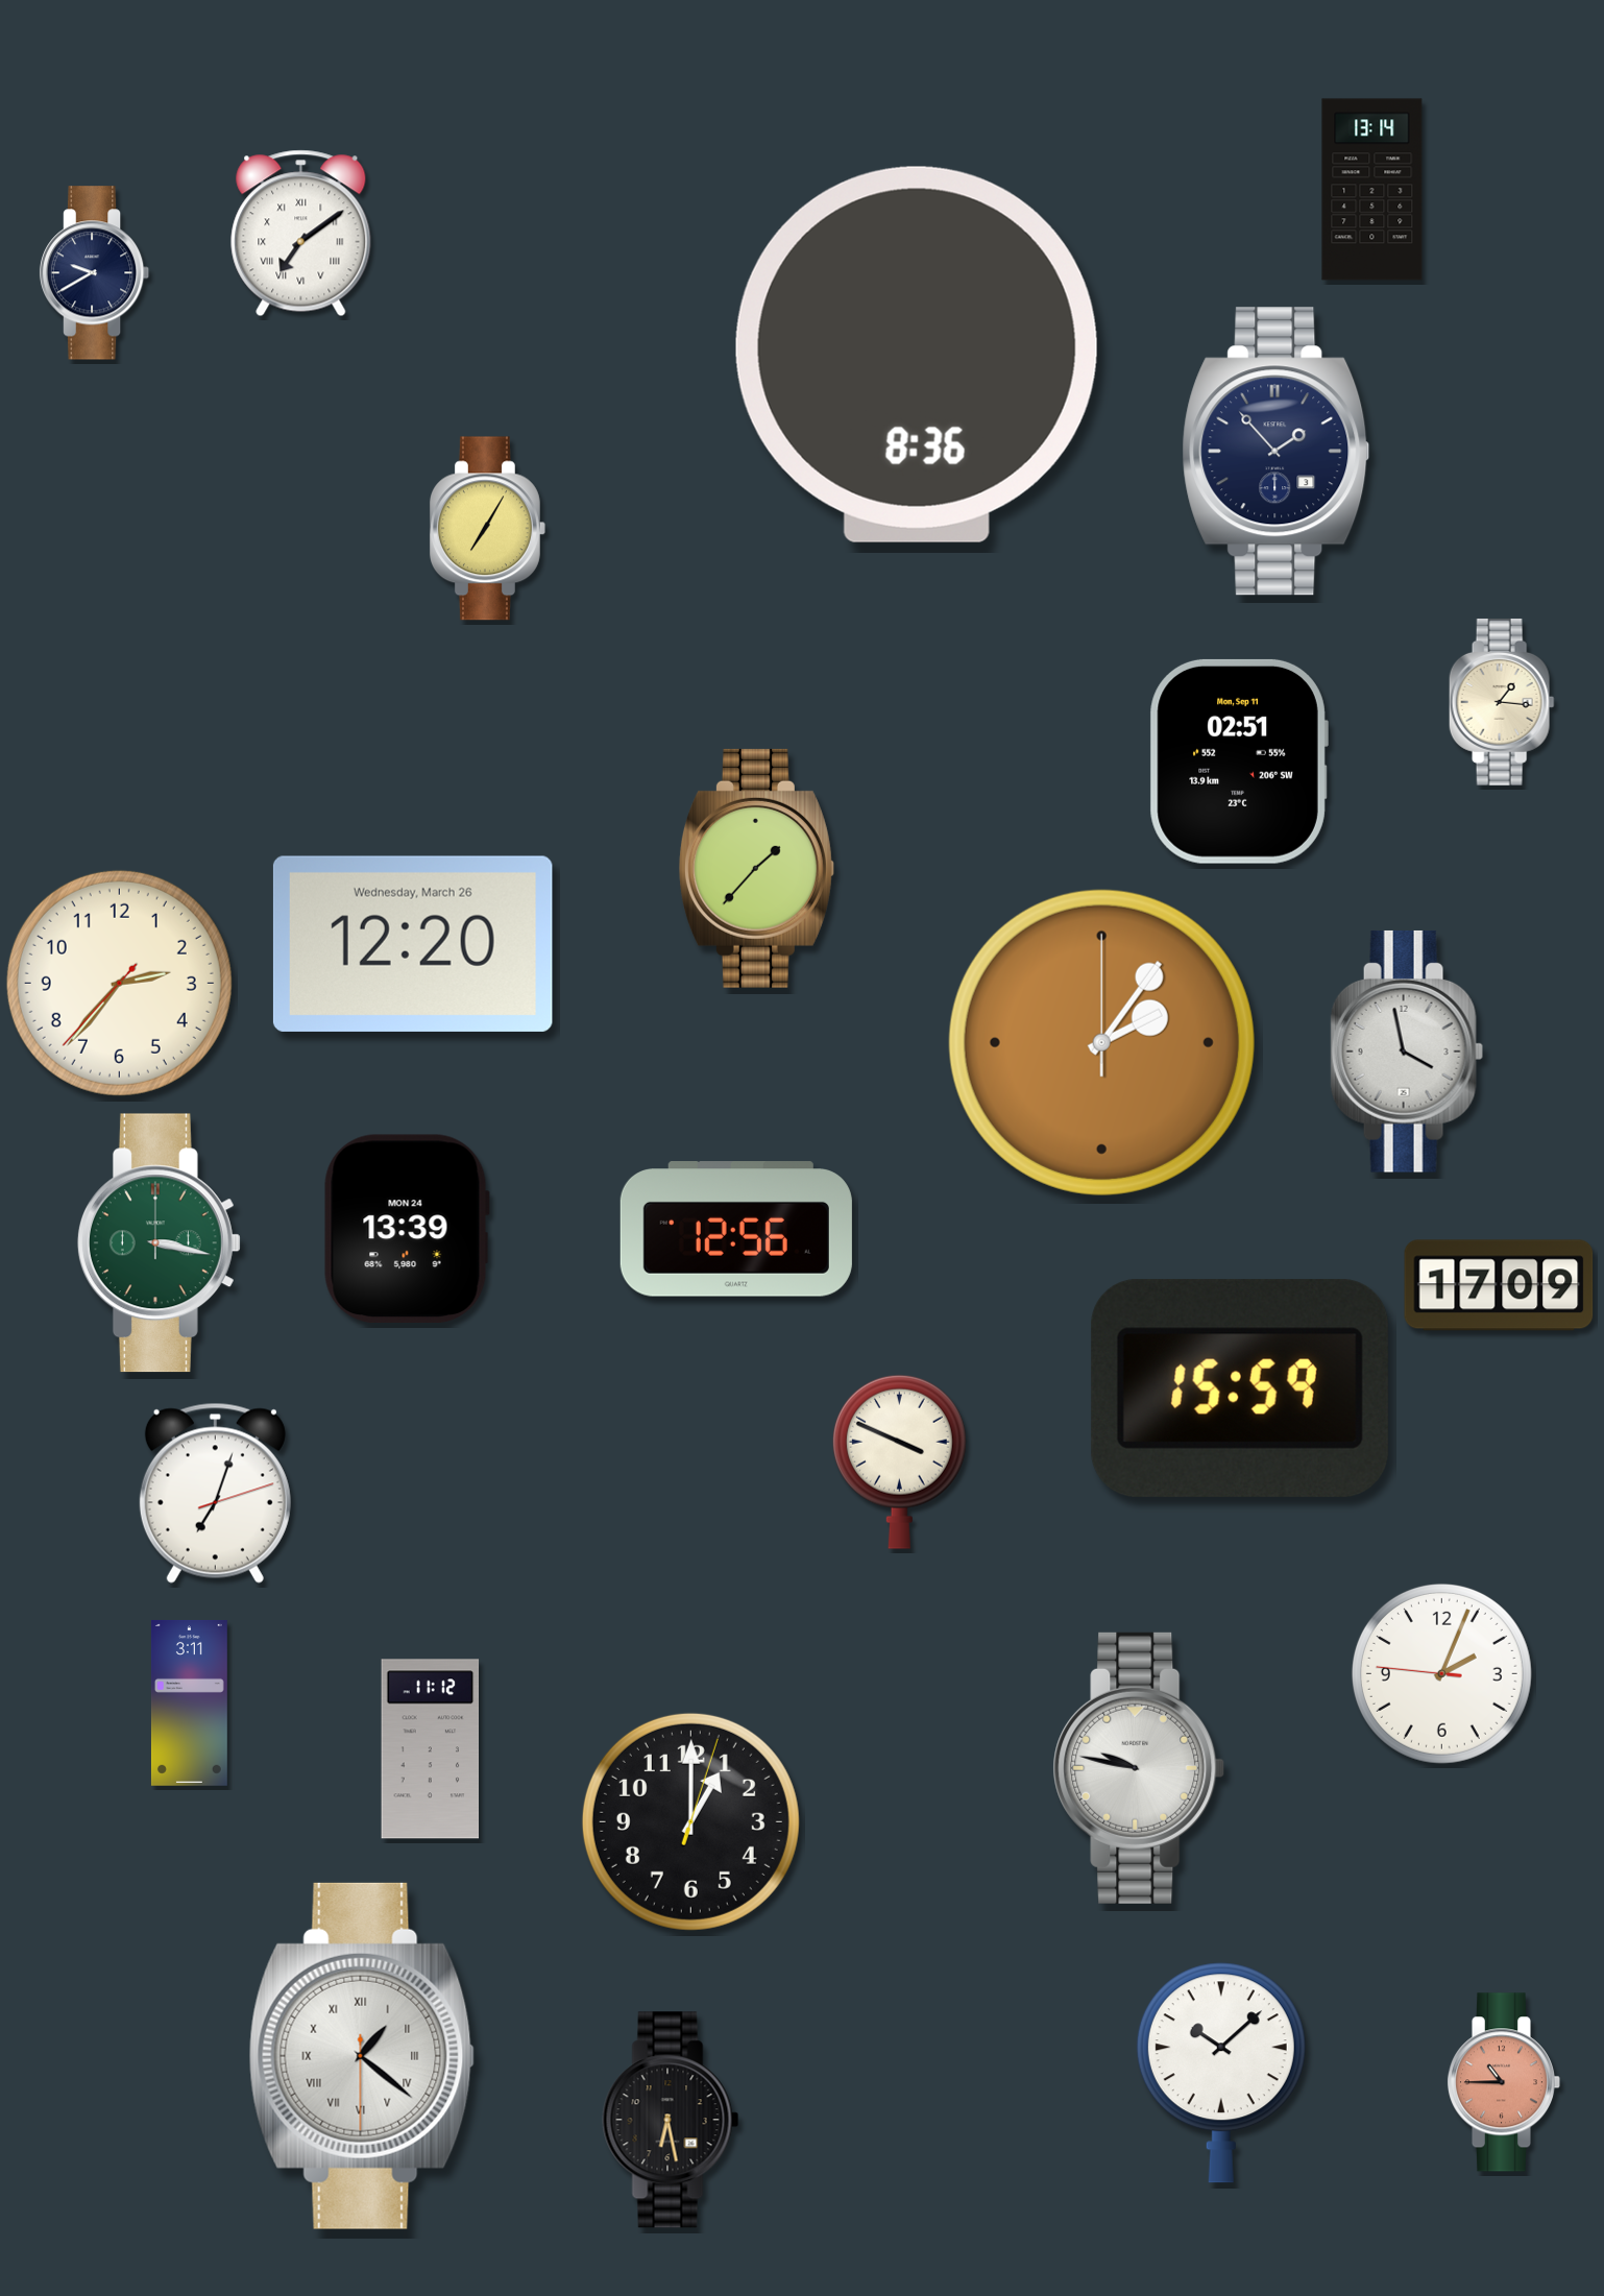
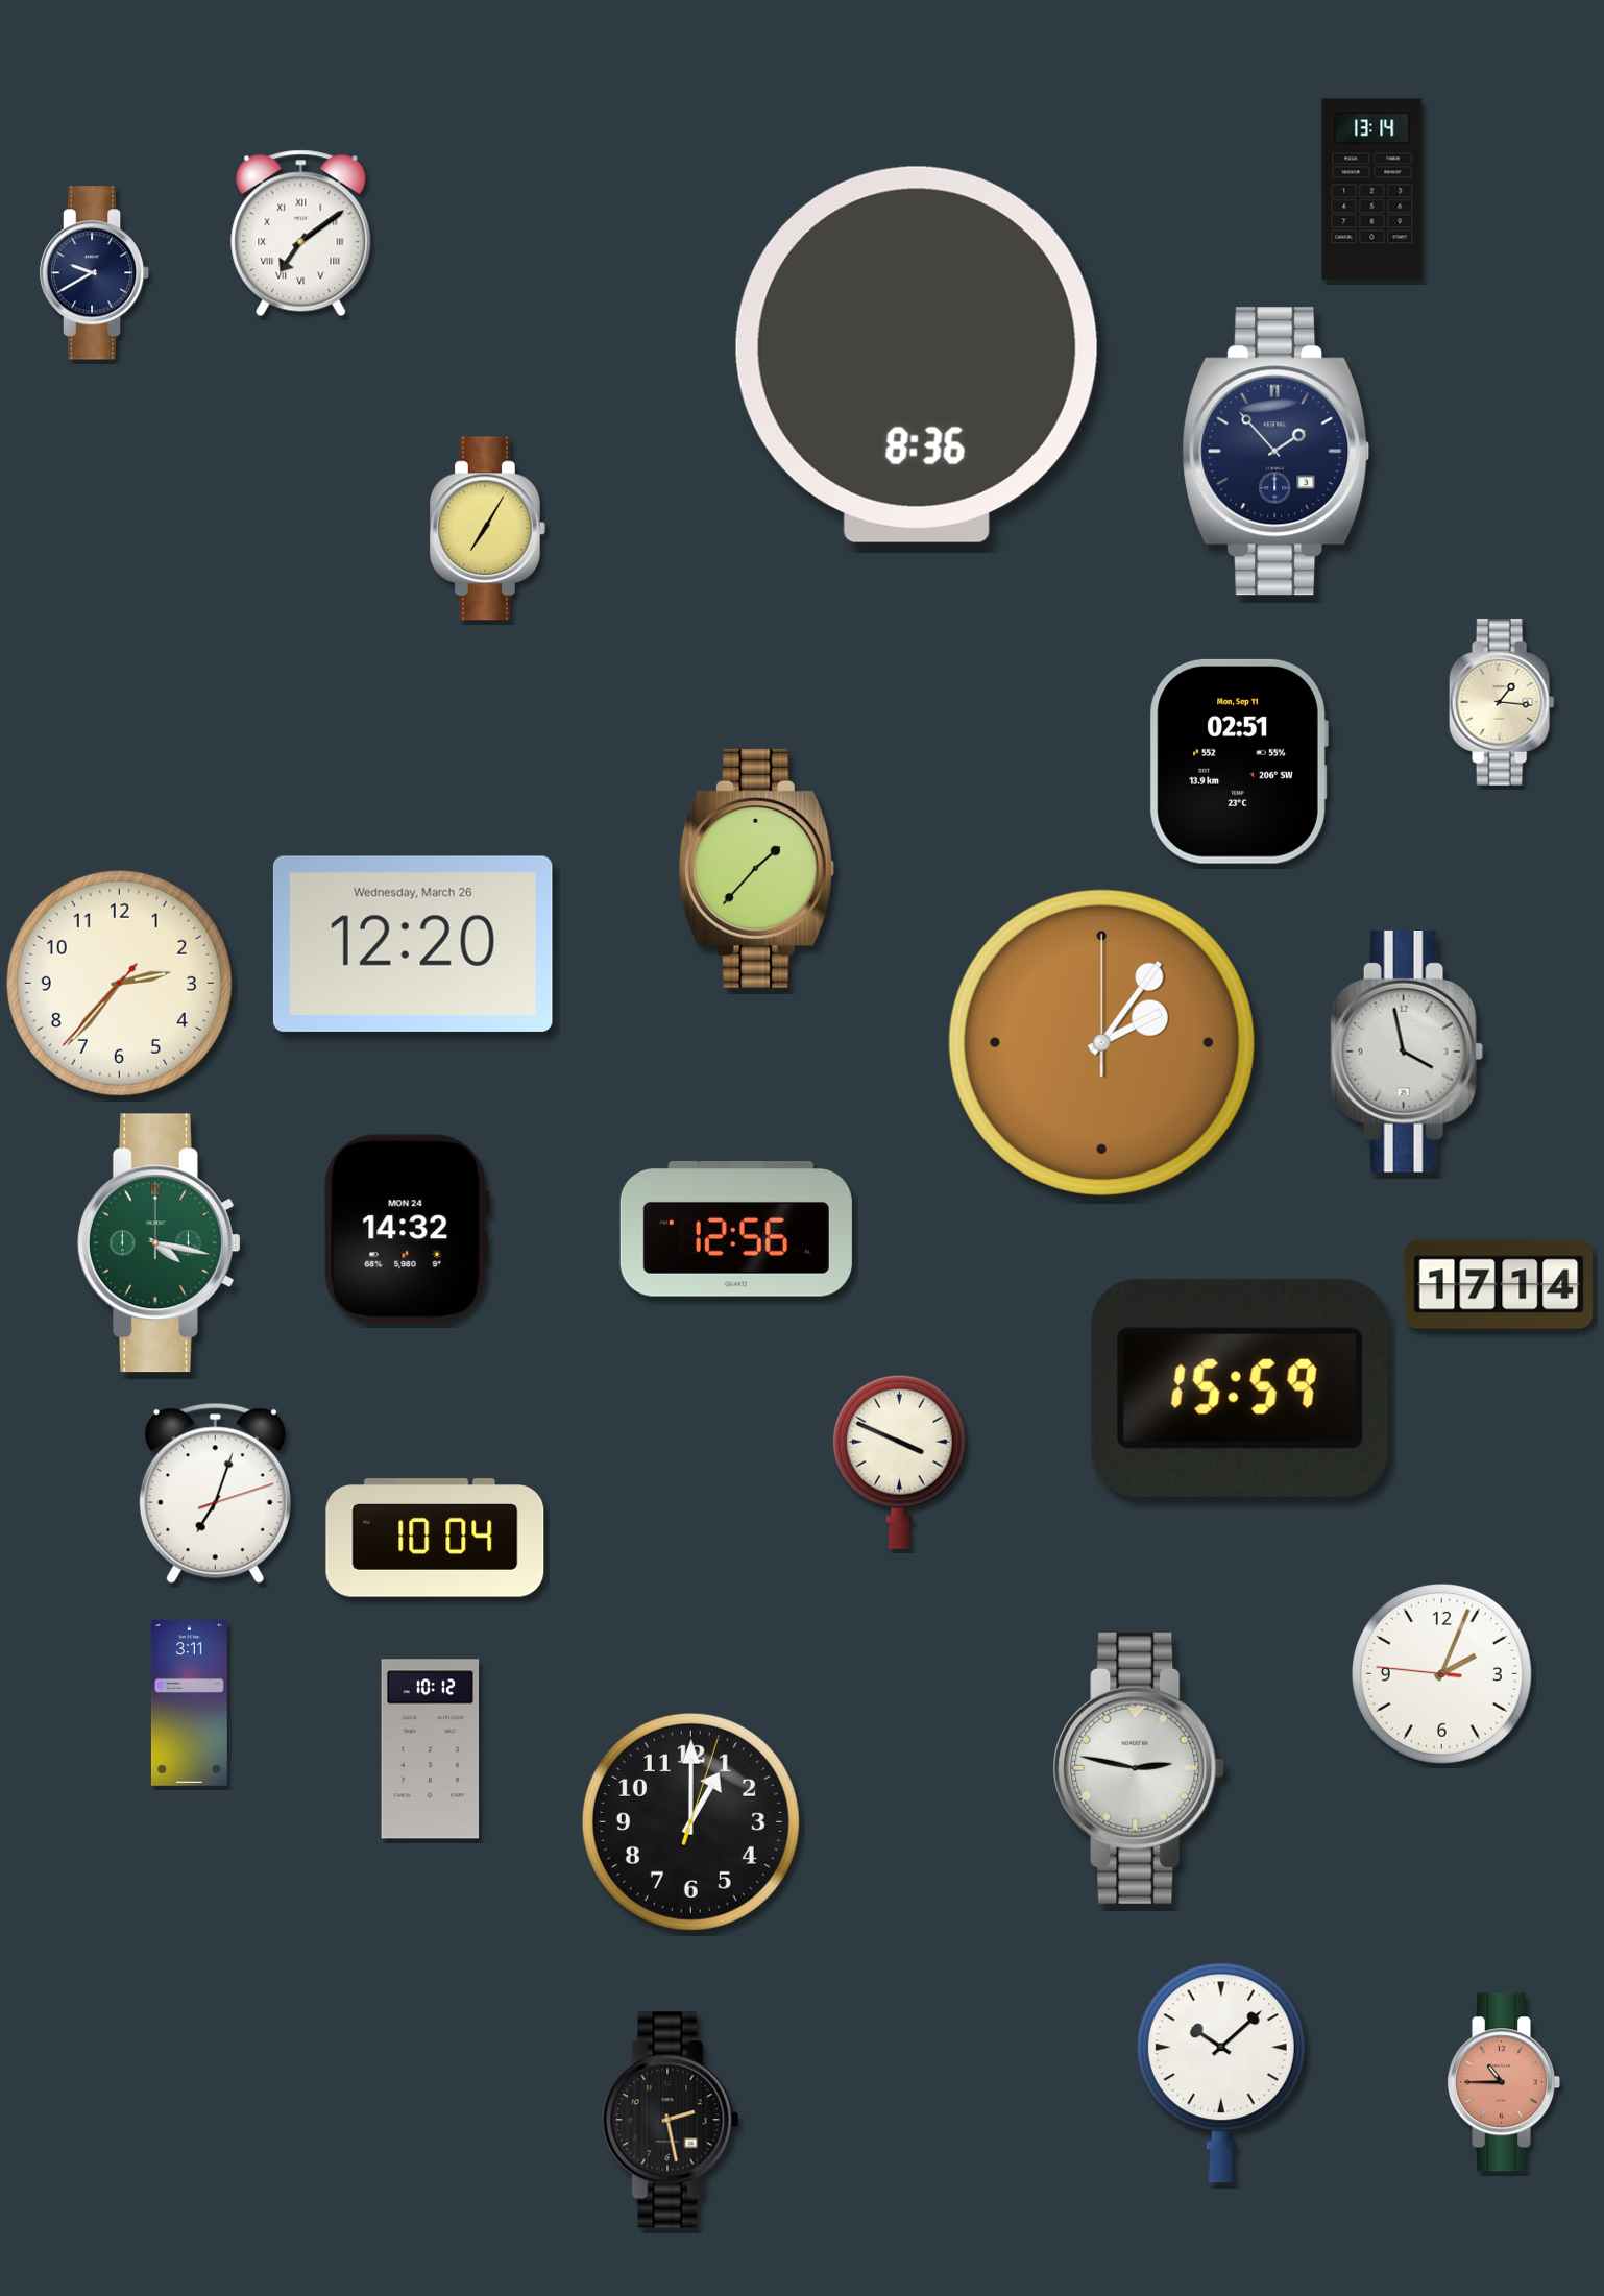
clock at (407, 1228): 13:39 -> 14:32
clock at (159, 1243): 3:17 -> 4:17
clock at (1499, 1285): 17:09 -> 17:14
clock at (435, 1538): none -> 10:04
clock at (431, 1749): 11:12 -> 10:12
clock at (1139, 1768): 9:47 -> 2:47
clock at (362, 2056): 1:21 -> none
clock at (671, 2120): 6:28 -> 2:28
